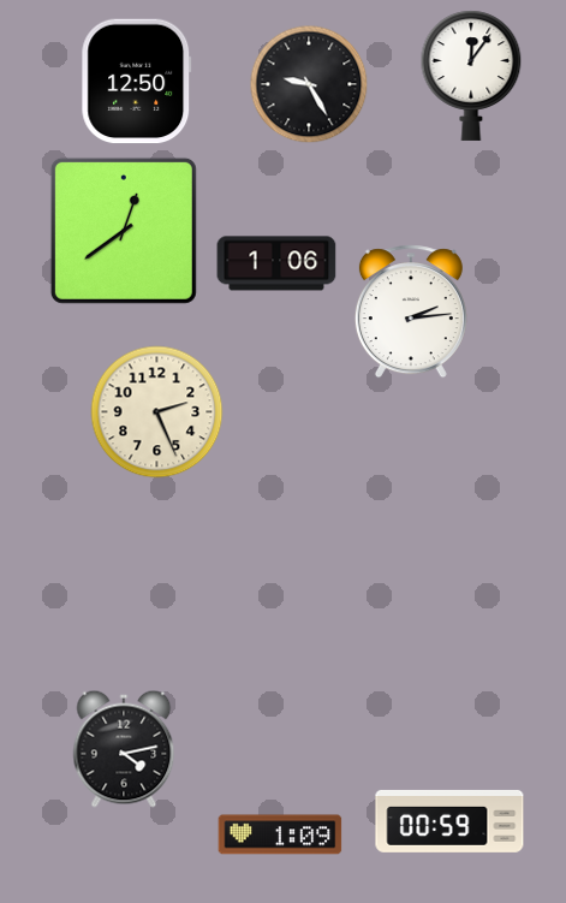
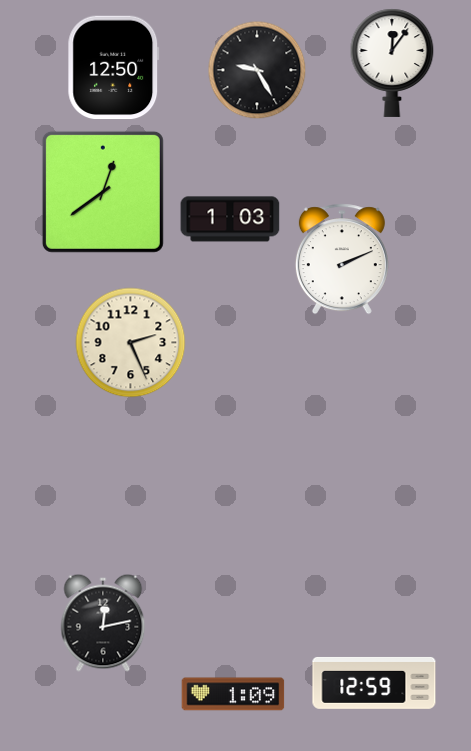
clock at (276, 263): 1:06 -> 1:03
clock at (411, 311): 2:14 -> 2:11
clock at (124, 749): 4:13 -> 12:13
clock at (449, 821): 00:59 -> 12:59
